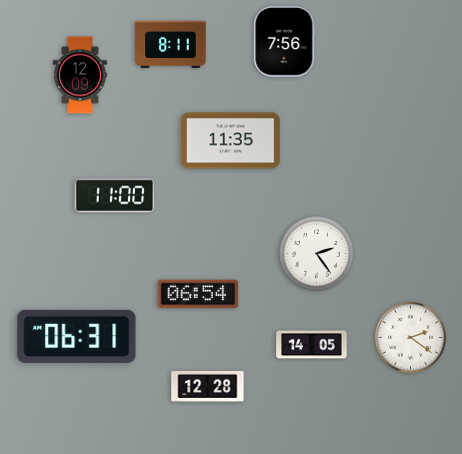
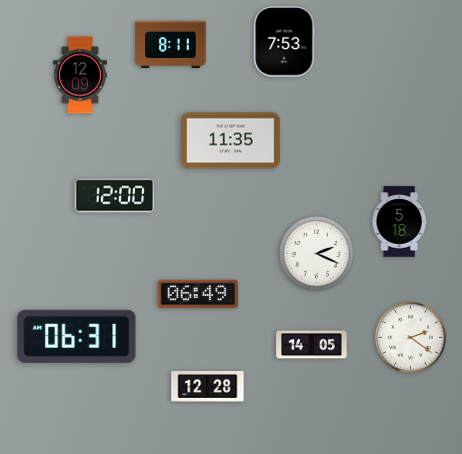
clock at (285, 42): 7:56 -> 7:53
clock at (115, 196): 11:00 -> 12:00
clock at (399, 222): none -> 5:18
clock at (317, 254): 2:24 -> 2:19
clock at (198, 294): 06:54 -> 06:49
